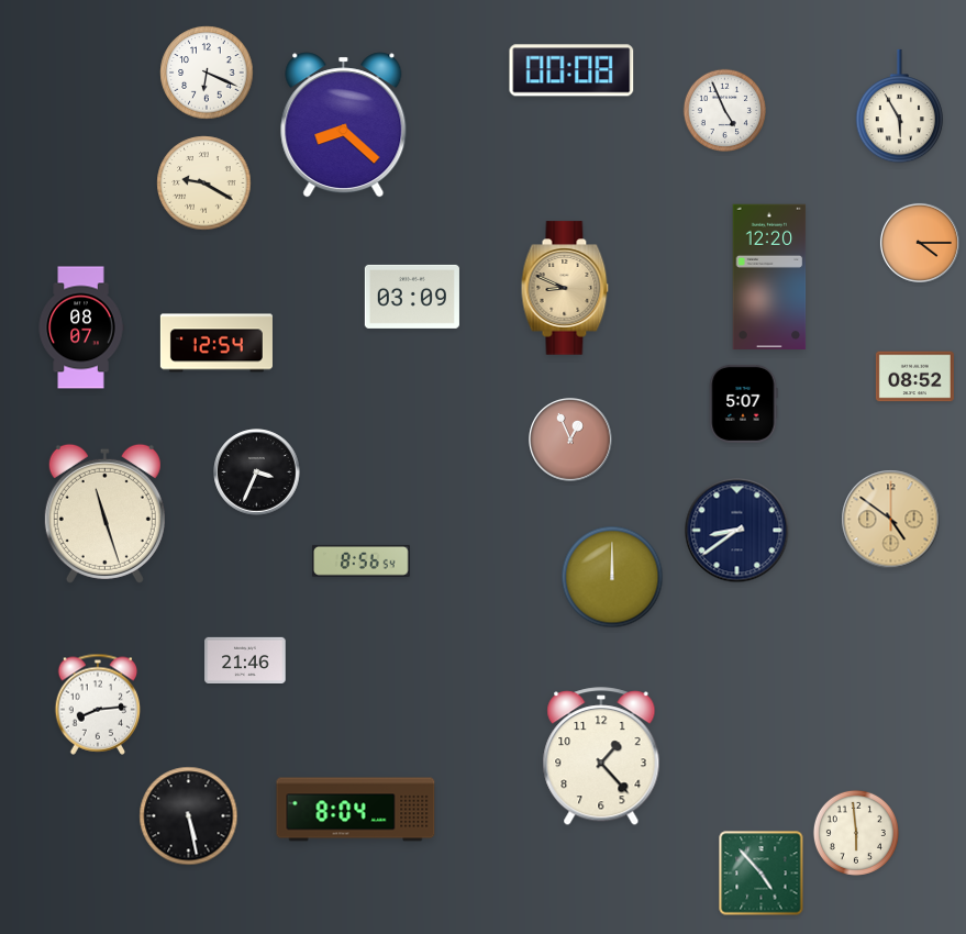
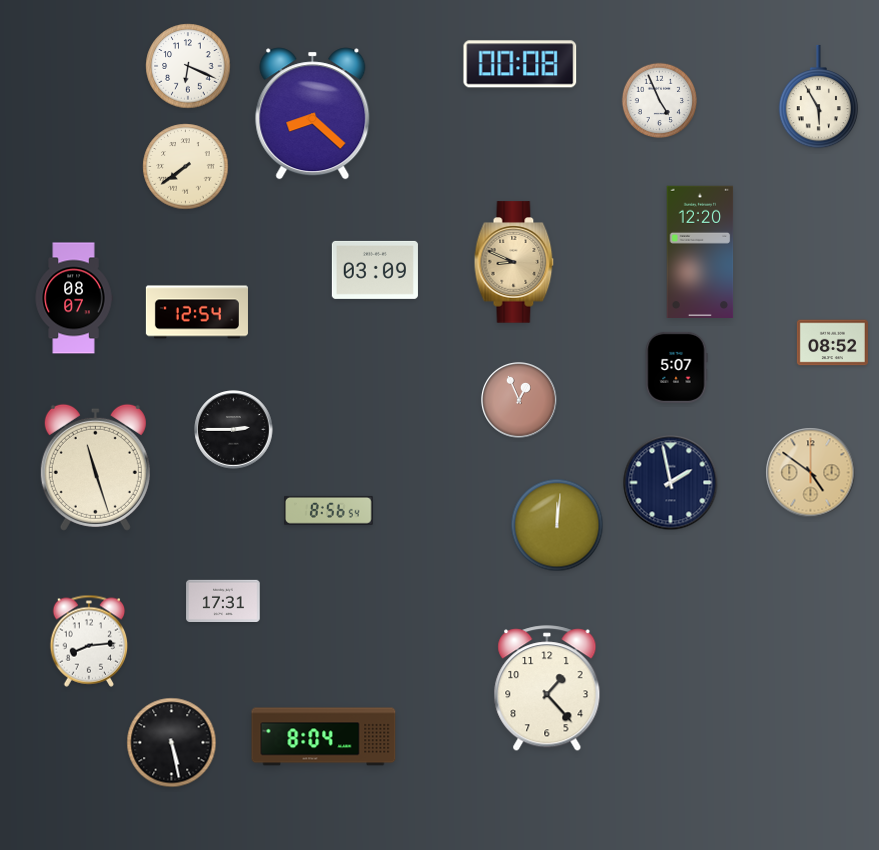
clock at (204, 184): 9:20 -> 7:39
clock at (920, 243): 4:15 -> none
clock at (257, 472): 3:34 -> 2:45
clock at (737, 531): 8:39 -> 1:58
clock at (612, 577): 12:00 -> 12:01
clock at (245, 659): 21:46 -> 17:31
clock at (856, 833): 5:59 -> none
clock at (762, 874): 4:53 -> none
